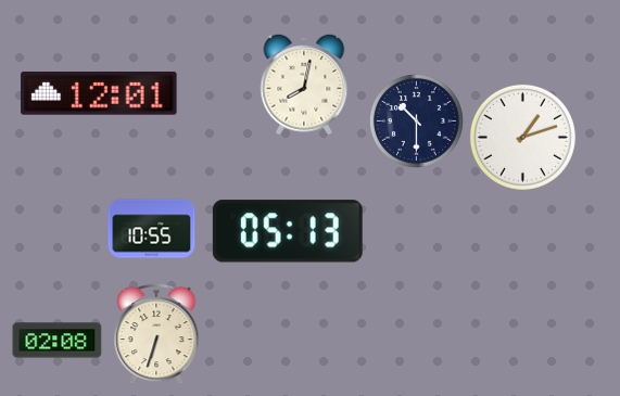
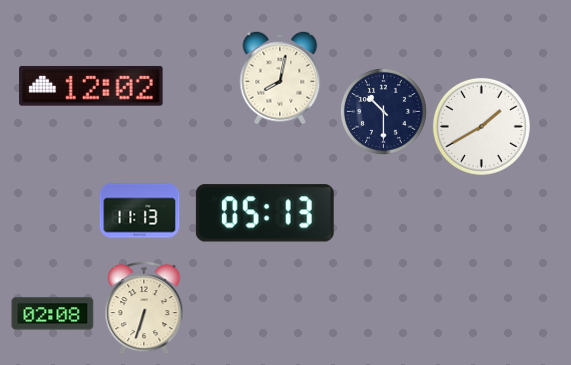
clock at (99, 93): 12:01 -> 12:02
clock at (522, 137): 1:12 -> 1:40
clock at (152, 229): 10:55 -> 11:13
